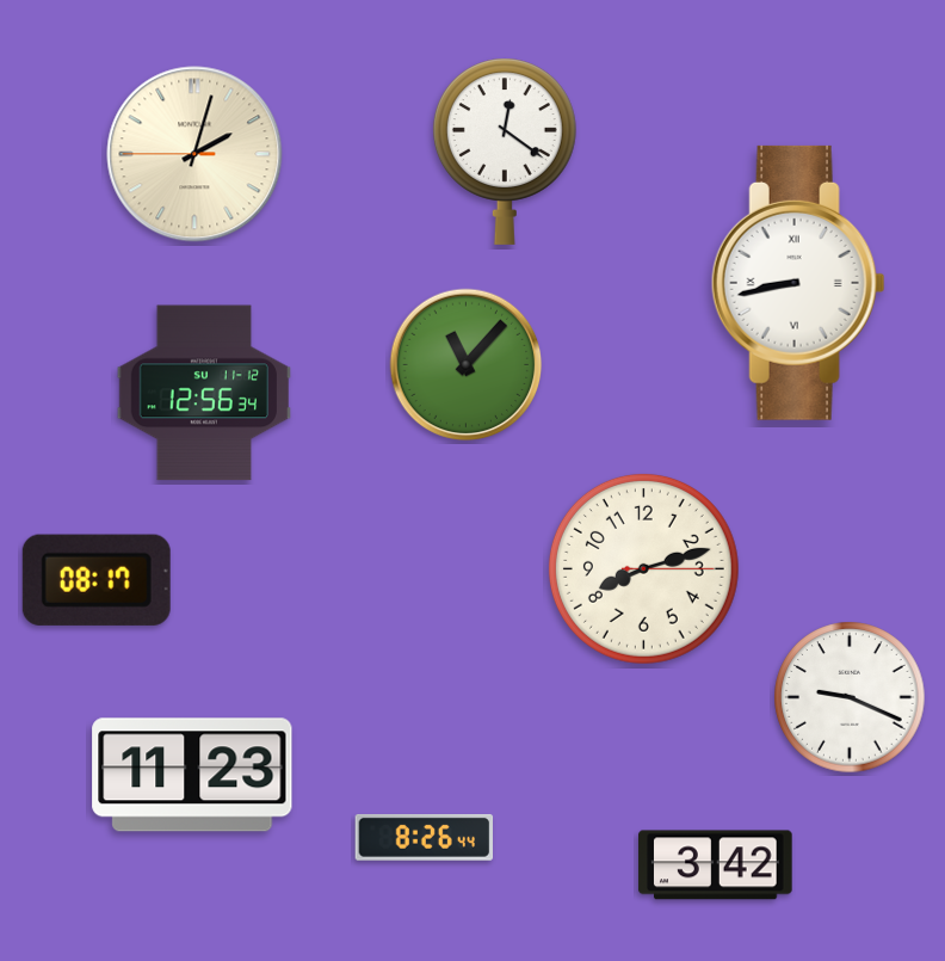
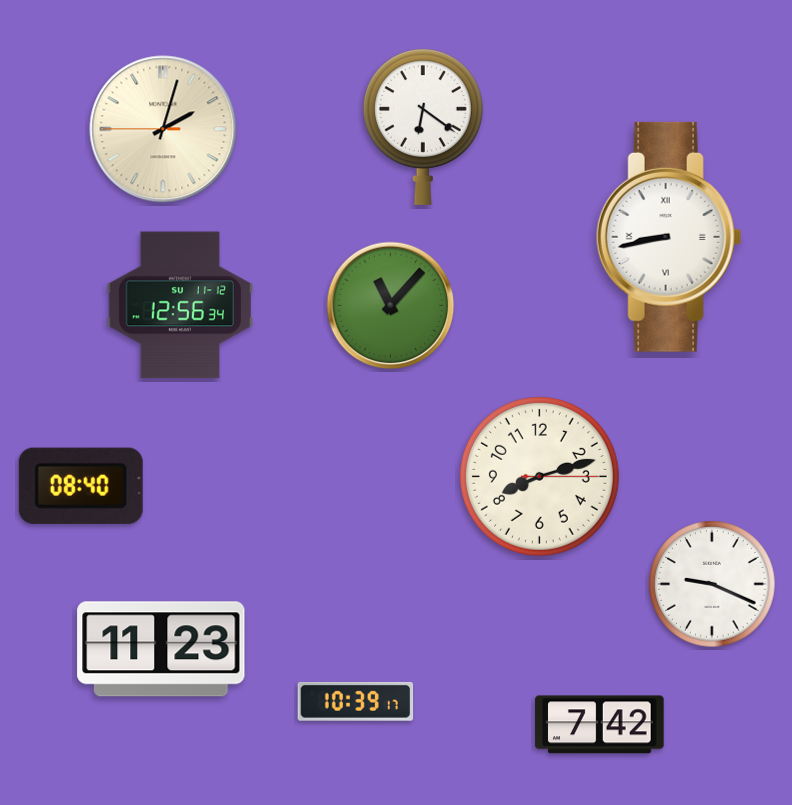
clock at (505, 152): 12:21 -> 6:21
clock at (203, 393) position: (203, 393) -> (179, 305)
clock at (97, 580): 08:17 -> 08:40
clock at (425, 837): 8:26 -> 10:39
clock at (716, 865): 3:42 -> 7:42
